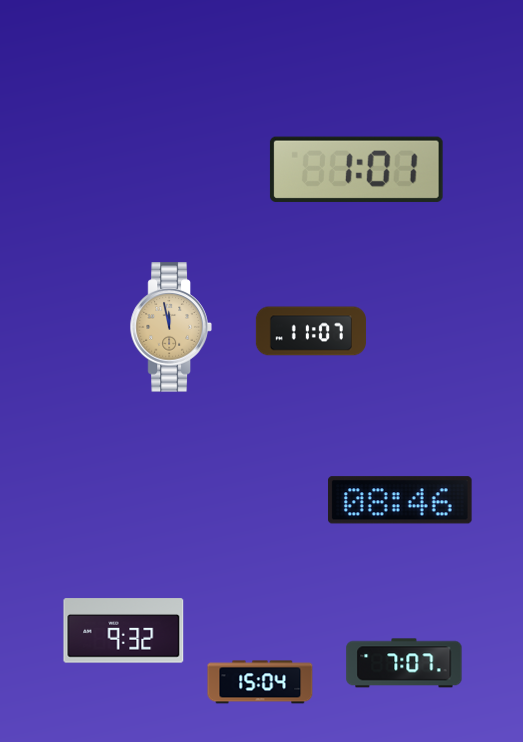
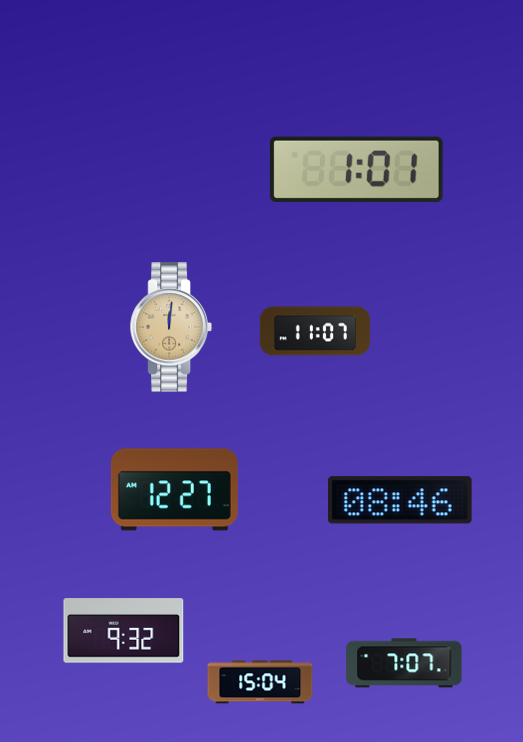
clock at (171, 327): 11:58 -> 12:01
clock at (311, 331) position: (311, 331) -> (315, 331)
clock at (174, 490): none -> 12:27
